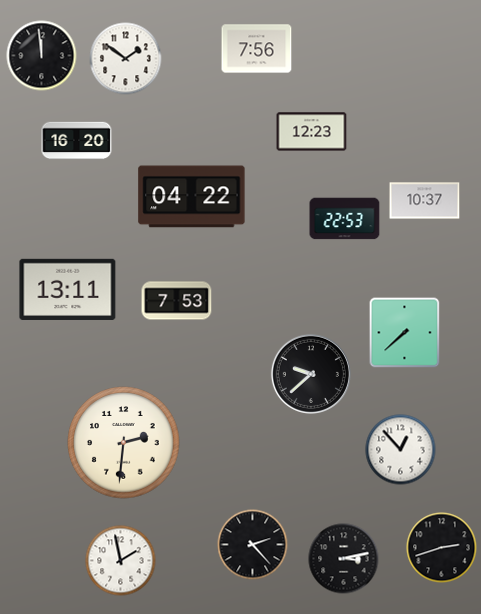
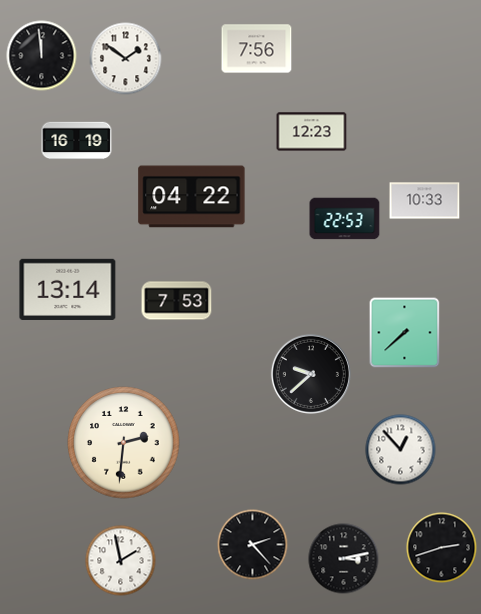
clock at (77, 141): 16:20 -> 16:19
clock at (425, 201): 10:37 -> 10:33
clock at (68, 289): 13:11 -> 13:14
